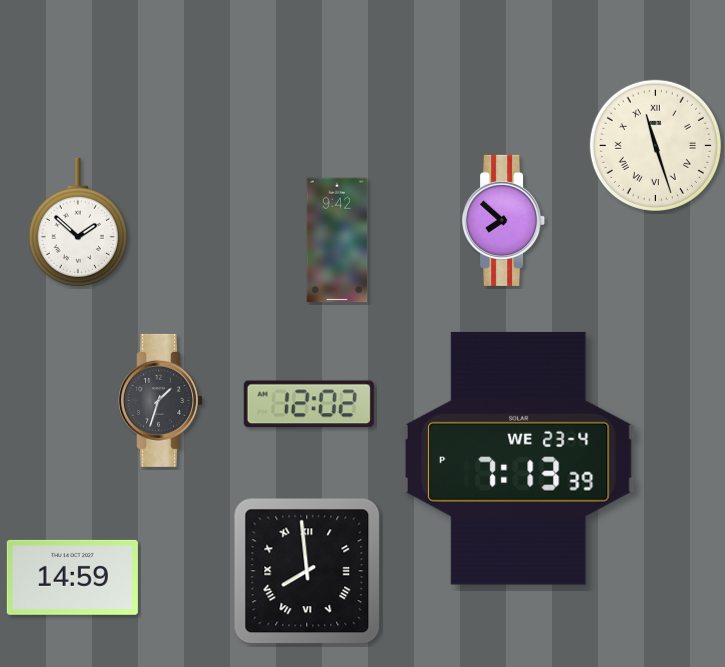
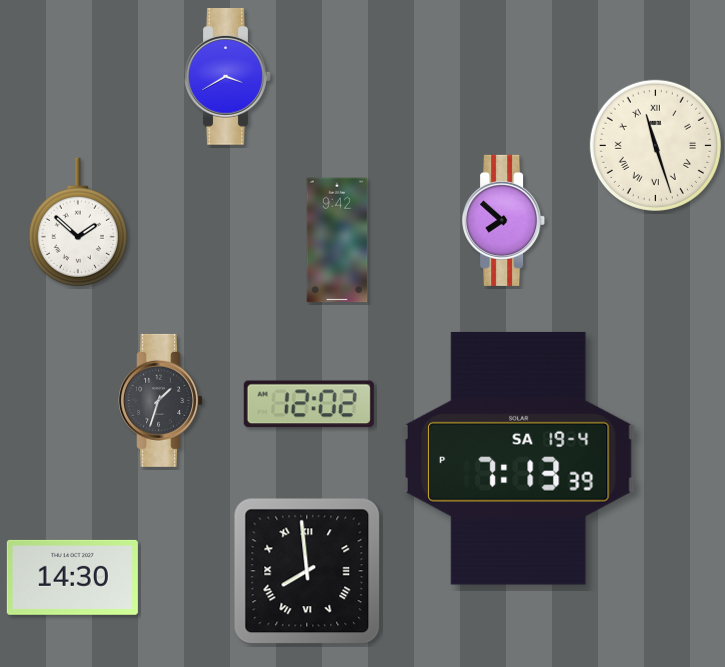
clock at (228, 77): none -> 3:40
clock at (518, 458) date: WE 23-4 -> SA 19-4
clock at (72, 577): 14:59 -> 14:30
